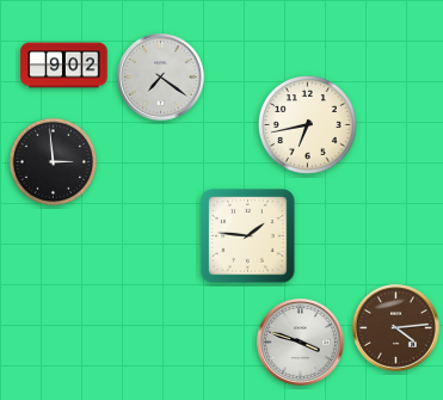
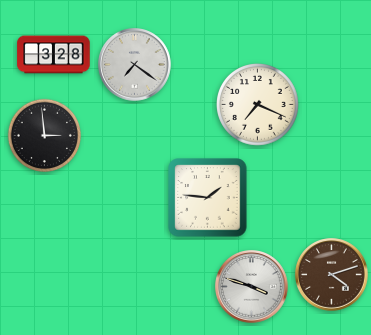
clock at (64, 66): 9:02 -> 3:28
clock at (308, 125): 6:43 -> 7:19
clock at (396, 328): 4:14 -> 4:12
